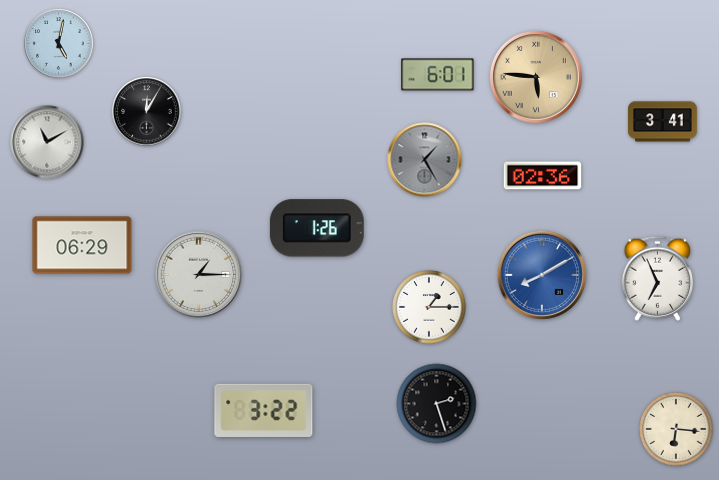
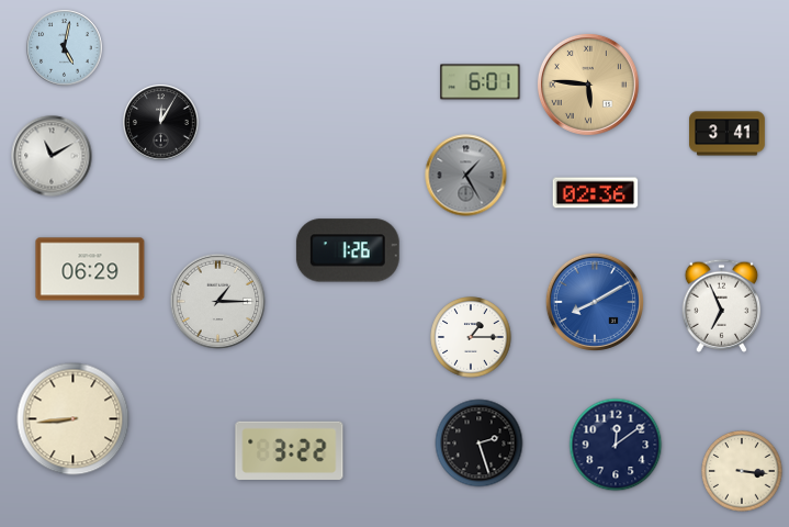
clock at (74, 419): none -> 8:44
clock at (616, 445): none -> 12:09
clock at (676, 429): 6:16 -> 3:16
